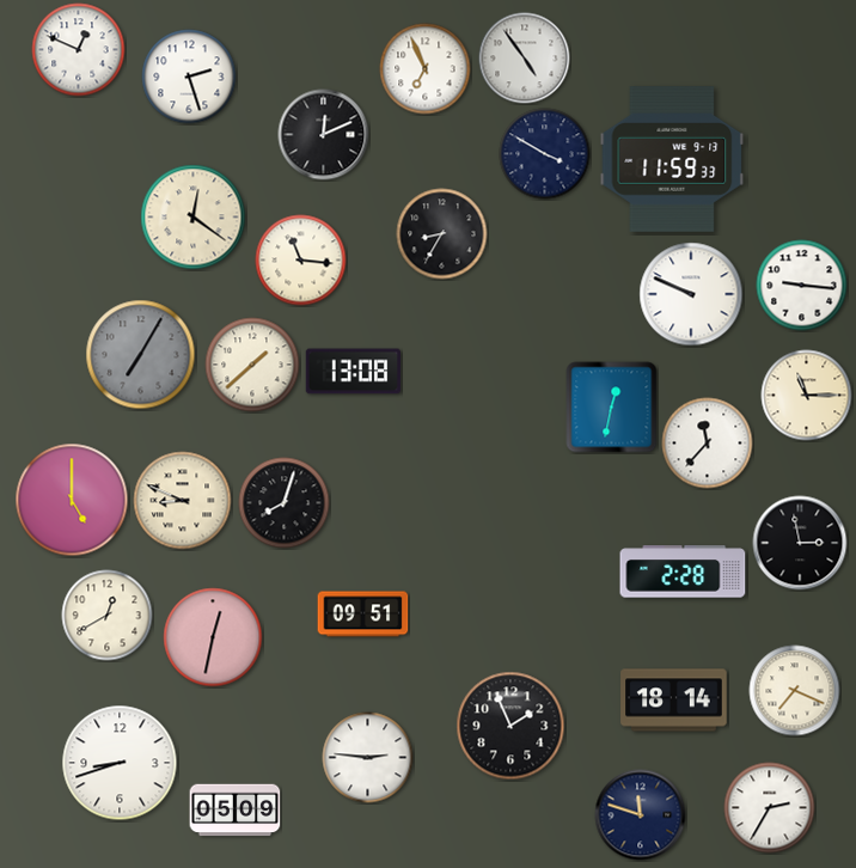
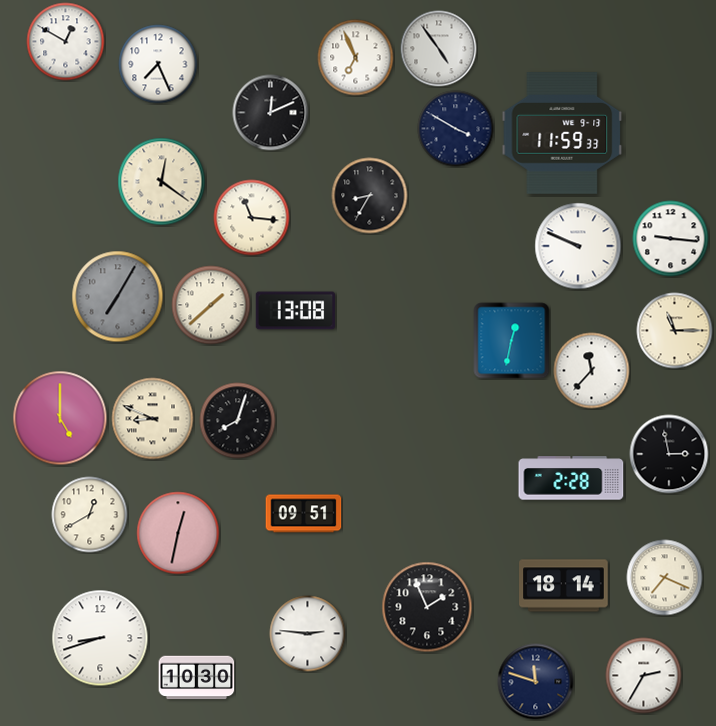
clock at (79, 50): 12:49 -> 12:50
clock at (189, 77): 2:27 -> 7:26
clock at (236, 811): 05:09 -> 10:30
